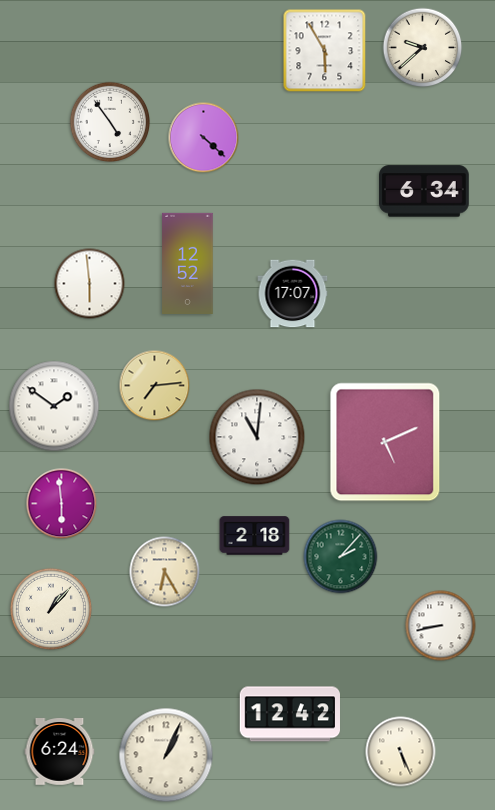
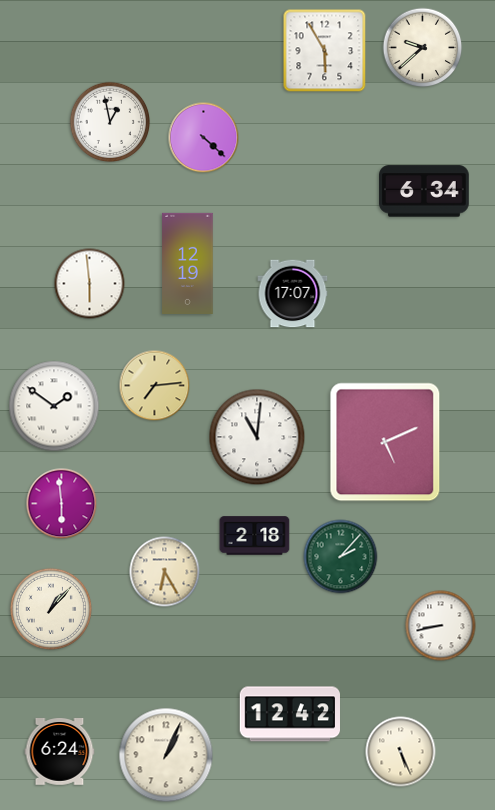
clock at (110, 122): 4:54 -> 12:58
clock at (188, 263): 12:52 -> 12:19
